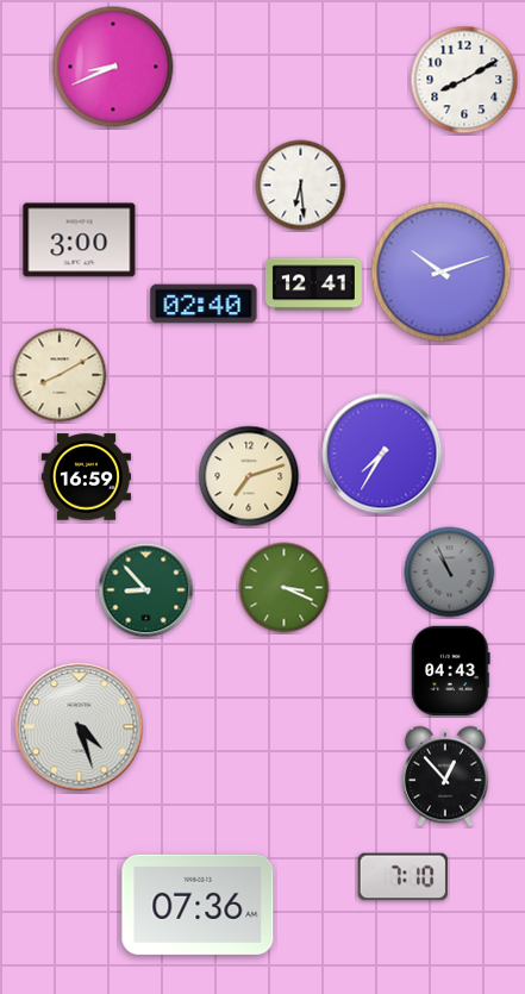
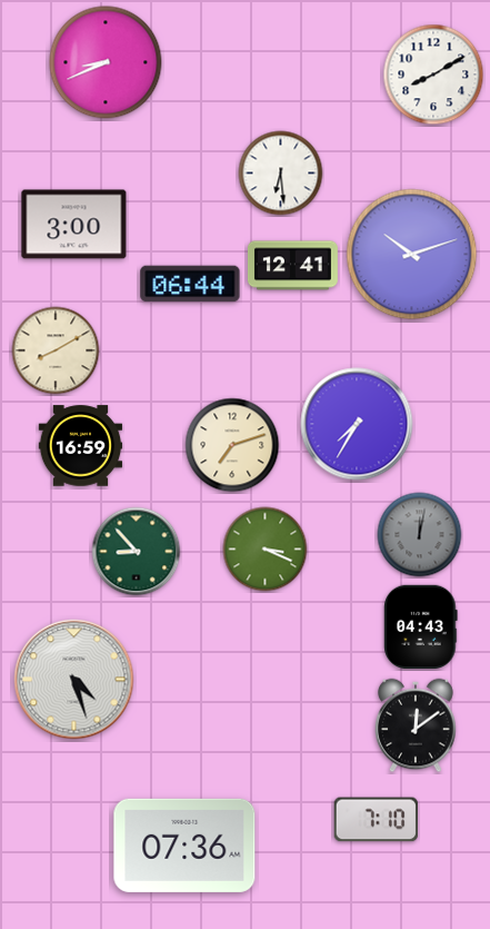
clock at (204, 304): 02:40 -> 06:44
clock at (450, 573): 10:56 -> 12:02
clock at (445, 776): 12:53 -> 12:09
